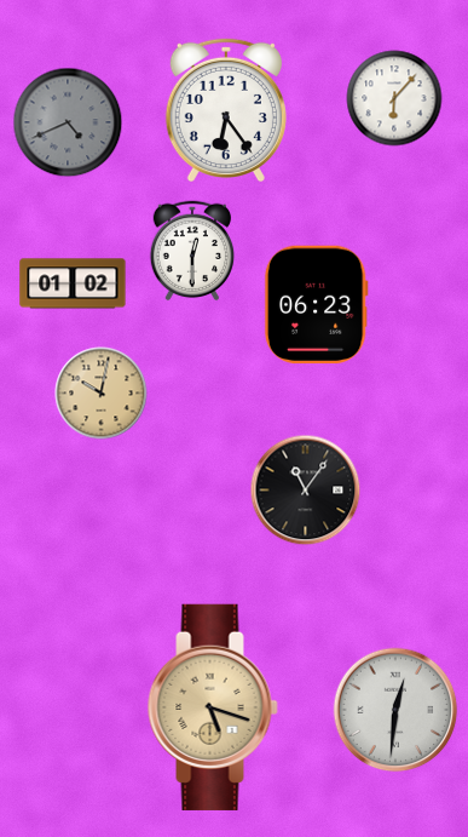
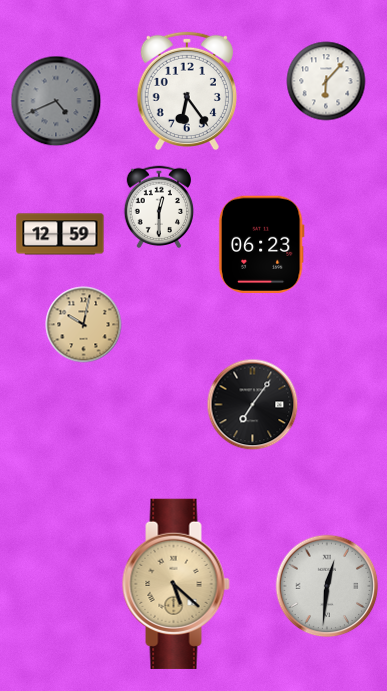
clock at (73, 283): 01:02 -> 12:59
clock at (316, 304) position: (316, 304) -> (261, 244)
clock at (306, 491): 11:06 -> 7:06
clock at (213, 707): 5:18 -> 5:22
